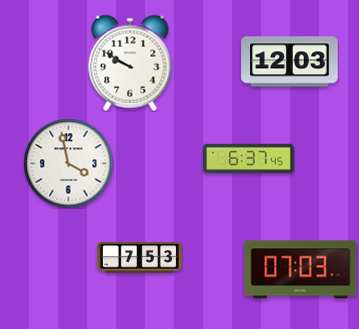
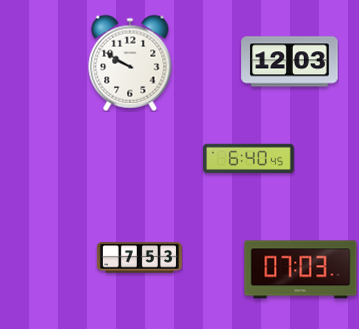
clock at (249, 159): 6:37 -> 6:40
clock at (68, 163): 3:58 -> none
